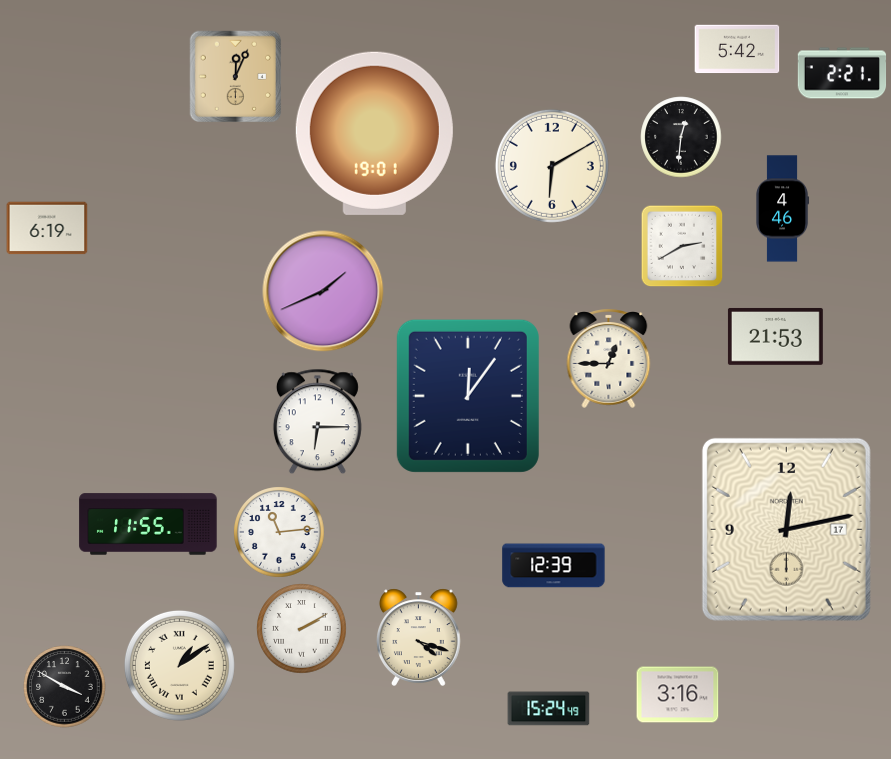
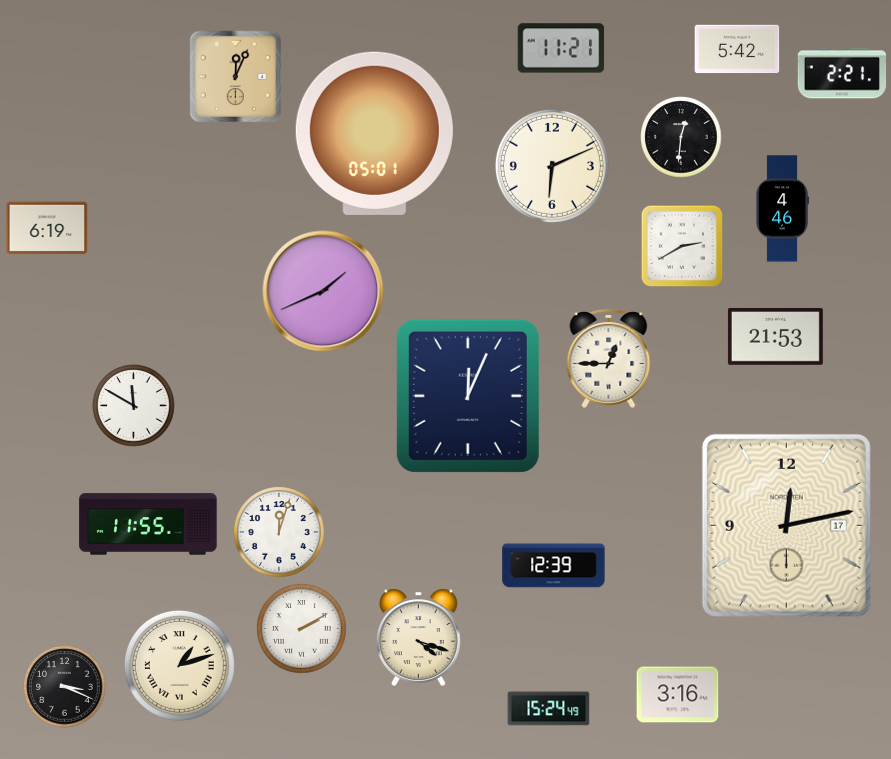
clock at (561, 48): none -> 11:21
clock at (374, 133): 19:01 -> 05:01
clock at (552, 166): 6:10 -> 6:11
clock at (468, 396): 12:06 -> 12:04
clock at (134, 406): none -> 11:50
clock at (317, 422): 6:15 -> none
clock at (786, 529) position: (786, 529) -> (786, 525)
clock at (279, 532): 11:14 -> 12:03
clock at (179, 665): 1:09 -> 1:12
clock at (65, 687): 3:50 -> 3:19
